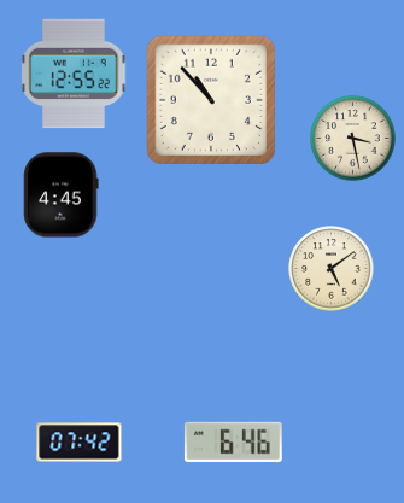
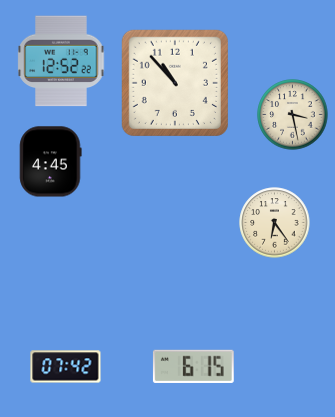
clock at (74, 74): 12:55 -> 12:52
clock at (332, 269): 5:09 -> 6:24
clock at (233, 441): 6:46 -> 6:15
